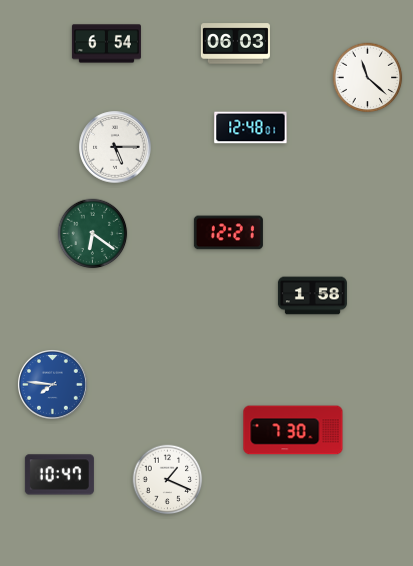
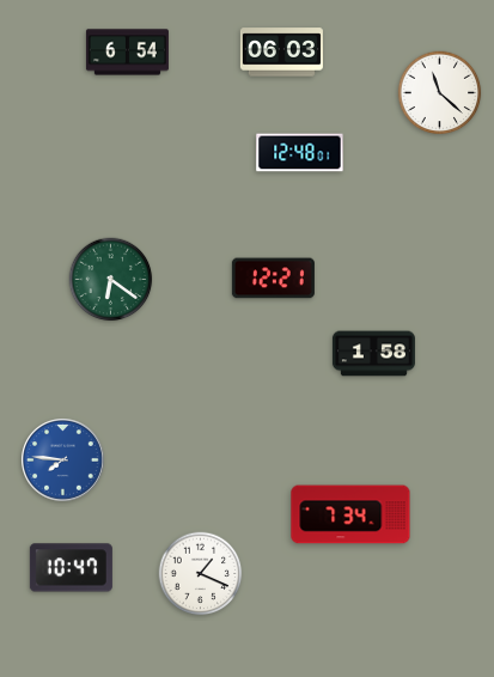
clock at (115, 147): 5:15 -> none
clock at (293, 430): 7:30 -> 7:34
